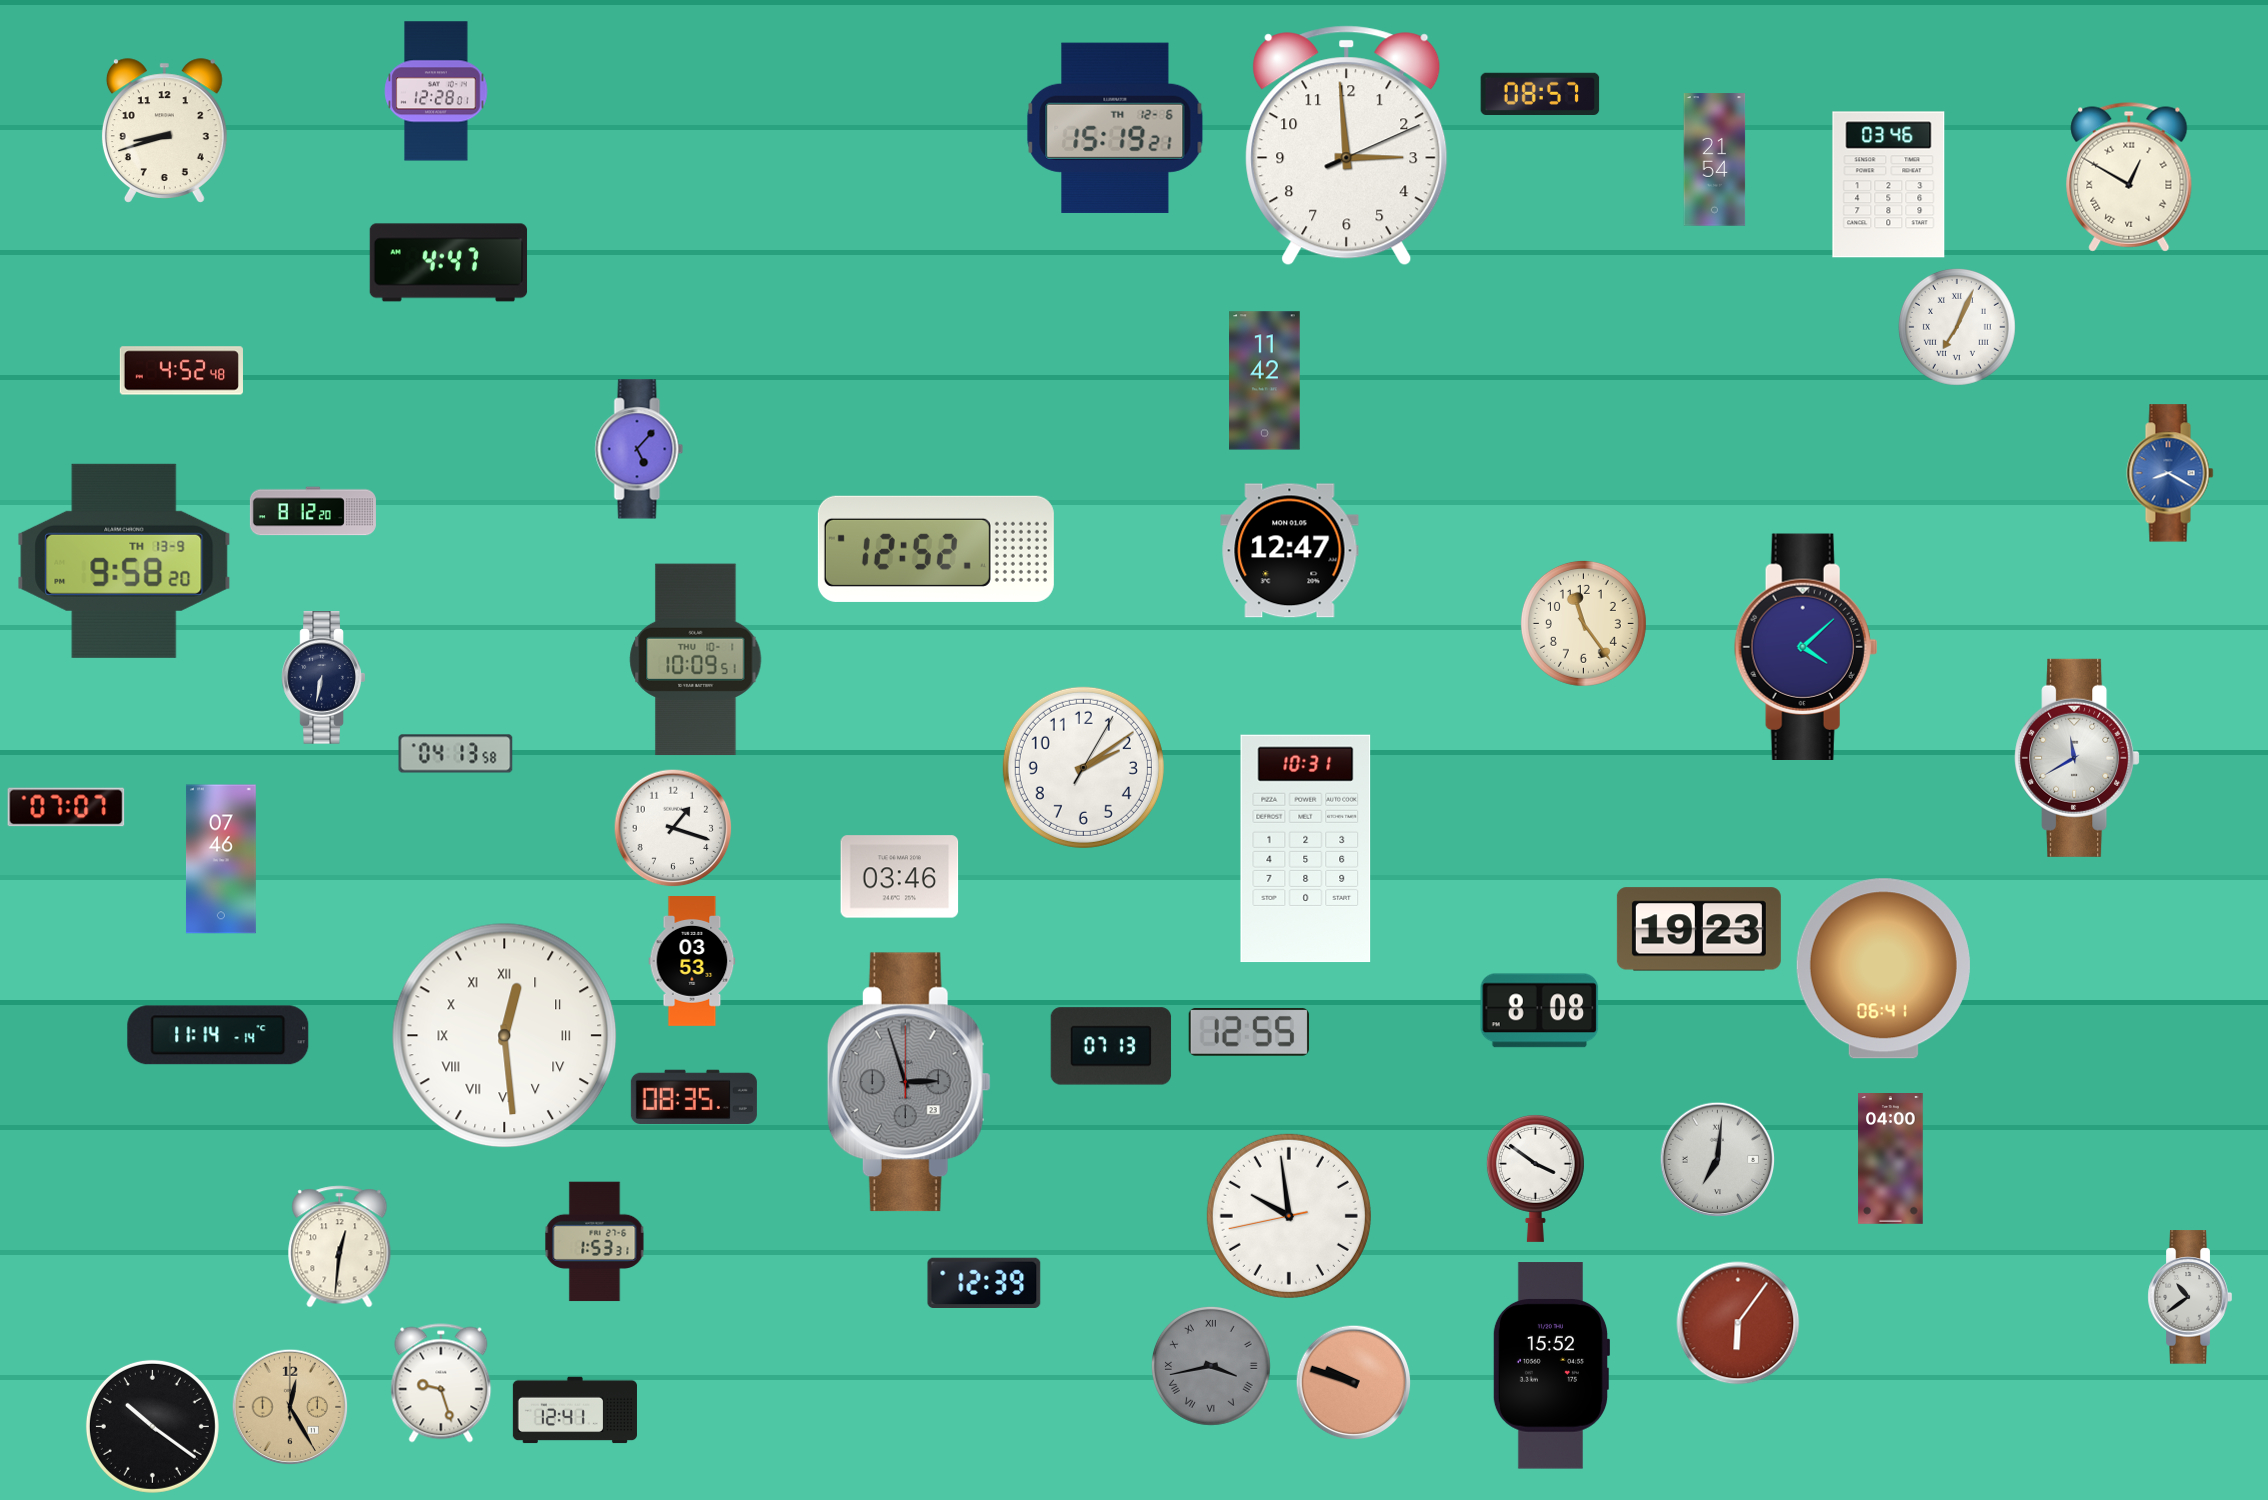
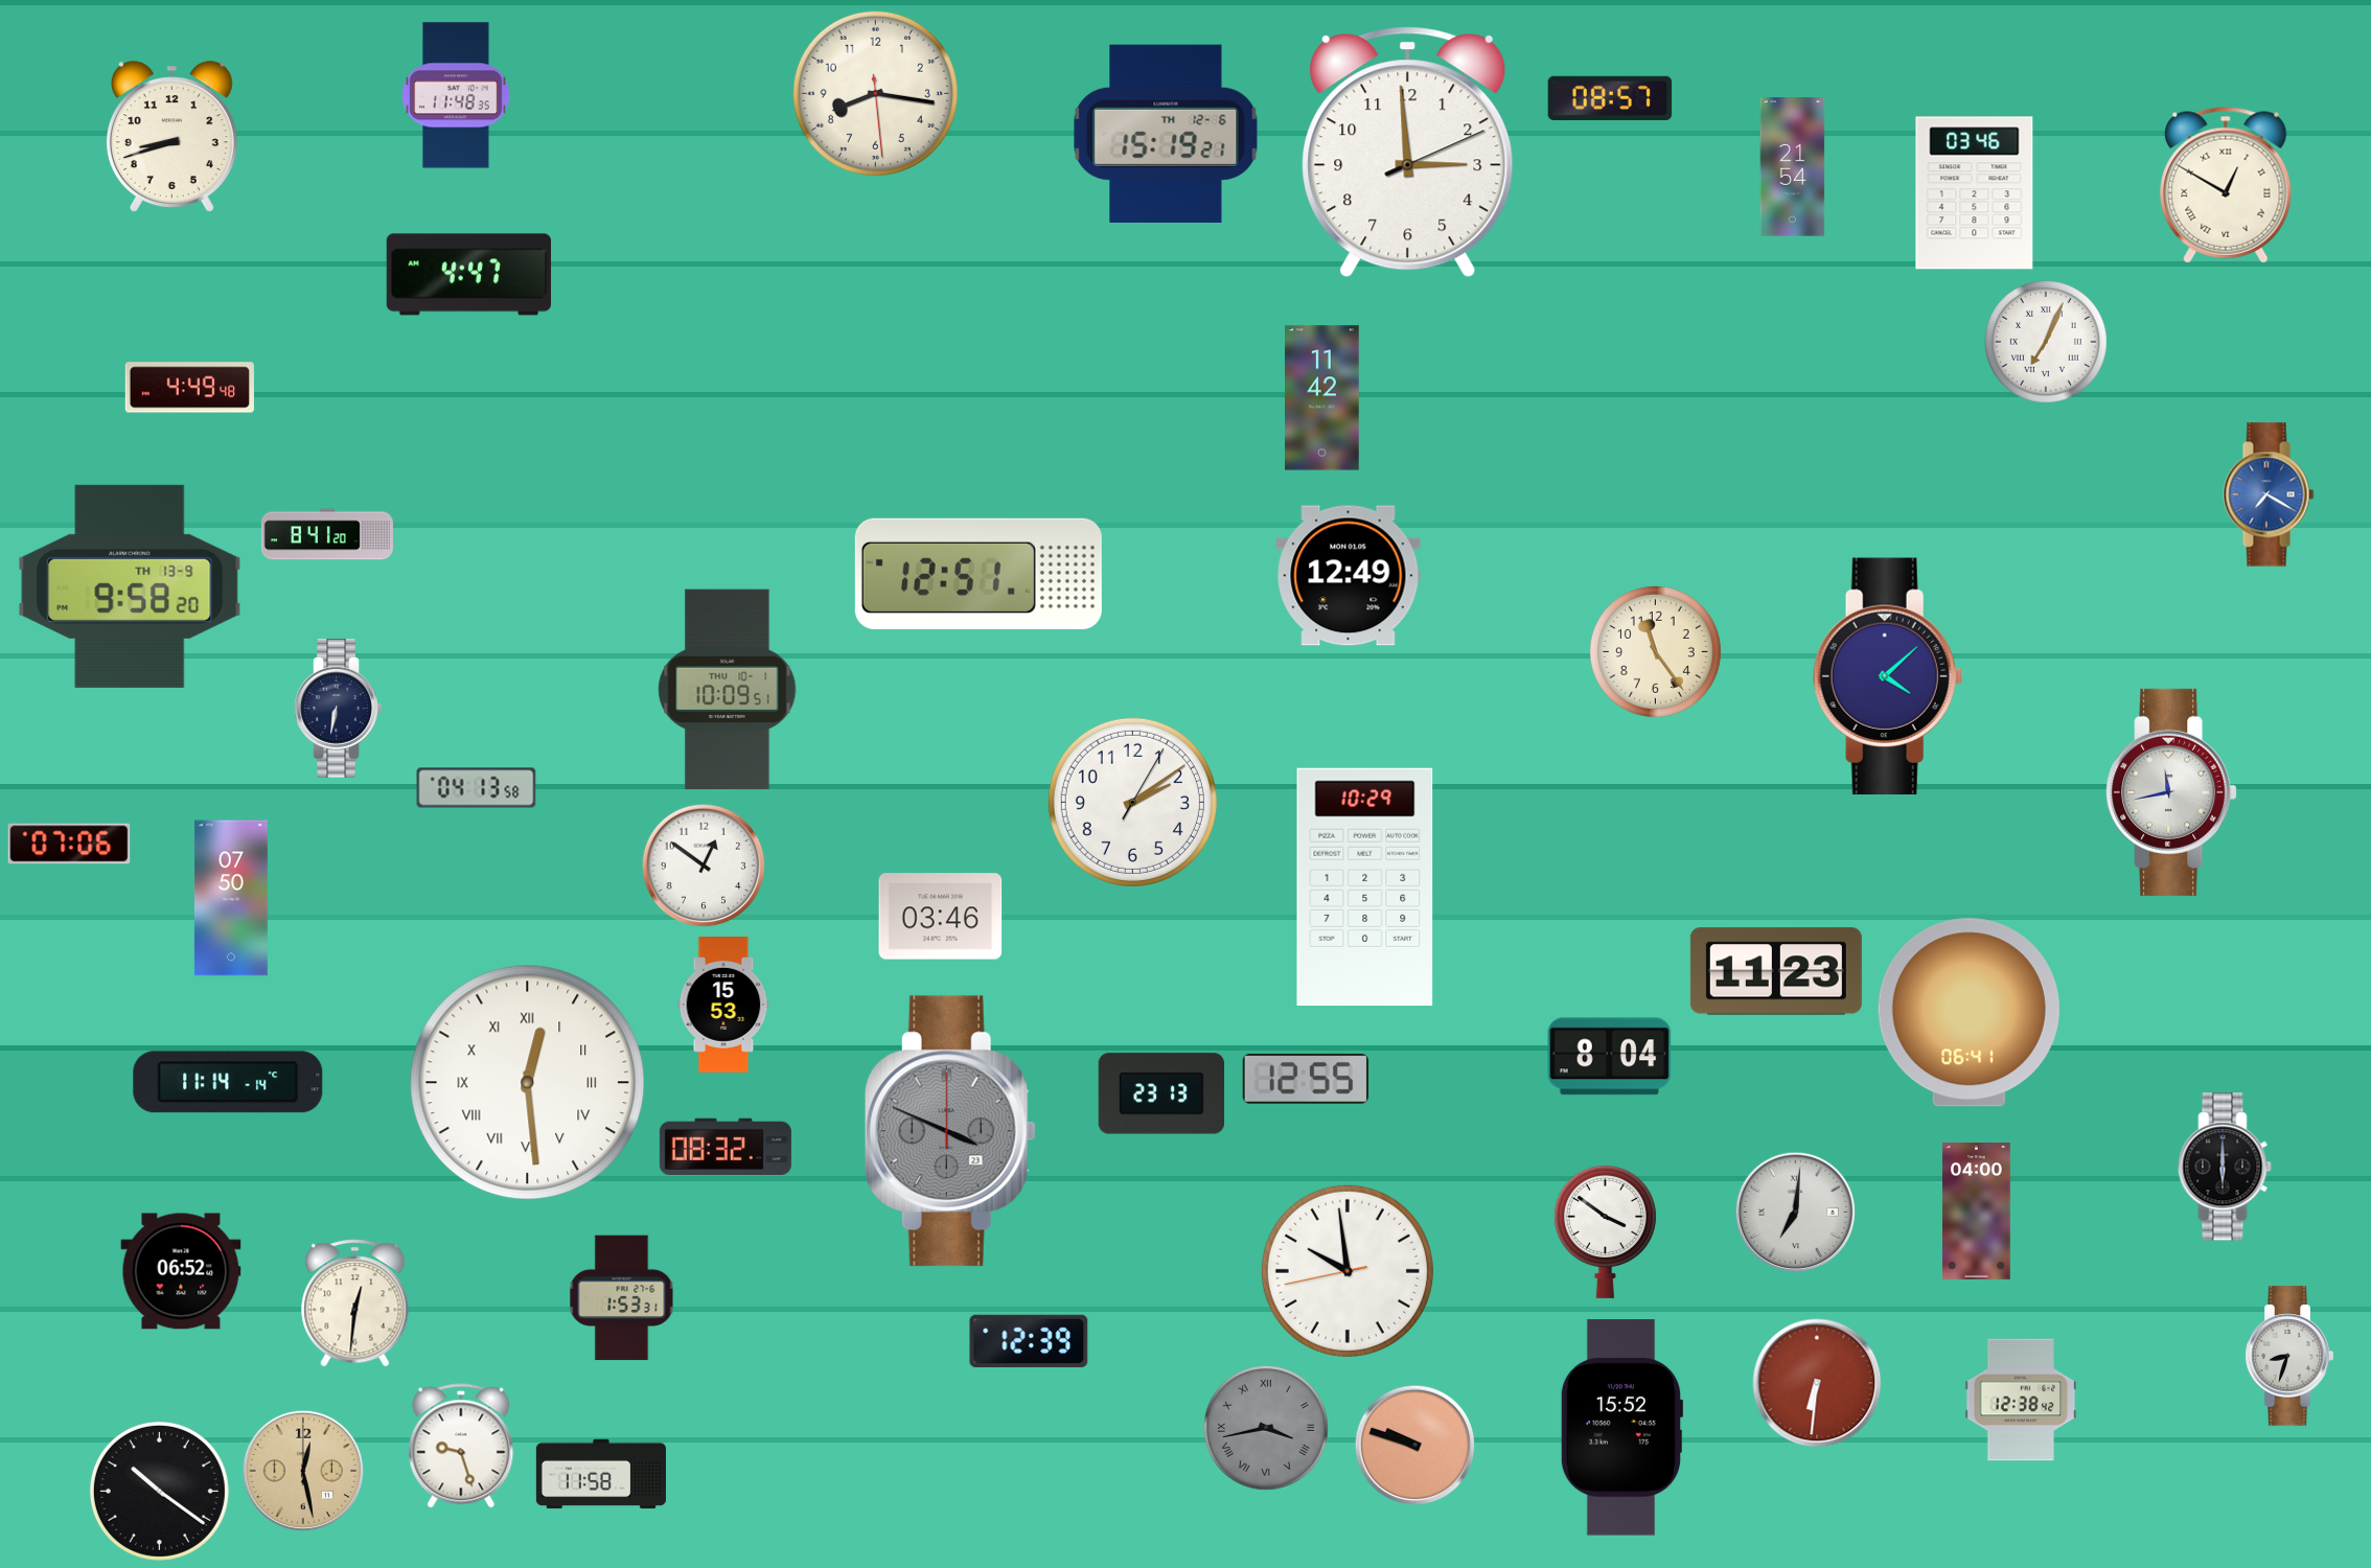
clock at (875, 93): none -> 8:16
clock at (436, 91): 12:28 -> 11:48
clock at (181, 371): 4:52 -> 4:49
clock at (639, 449): 5:07 -> none
clock at (2170, 473): 8:20 -> 7:20
clock at (313, 511): 8:12 -> 8:41
clock at (936, 549): 12:52 -> 12:51
clock at (1290, 551): 12:47 -> 12:49
clock at (2077, 758): 11:40 -> 11:43
clock at (66, 807): 07:07 -> 07:06
clock at (673, 828): 1:18 -> 12:51
clock at (1306, 849): 10:31 -> 10:29
clock at (221, 859): 07:46 -> 07:50
clock at (1699, 929): 19:23 -> 11:23
clock at (692, 962): 03:53 -> 15:53
clock at (1540, 1011): 8:08 -> 8:04
clock at (1111, 1046): 07:13 -> 23:13
clock at (909, 1082): 2:57 -> 3:49
clock at (694, 1096): 08:35 -> 08:32
clock at (2225, 1167): none -> 6:00
clock at (181, 1271): none -> 06:52
clock at (2190, 1297): 10:39 -> 8:33
clock at (1738, 1323): 6:06 -> 6:31
clock at (2021, 1400): none -> 12:38
clock at (290, 1407): 12:25 -> 12:28
clock at (575, 1410): 12:41 -> 11:58
